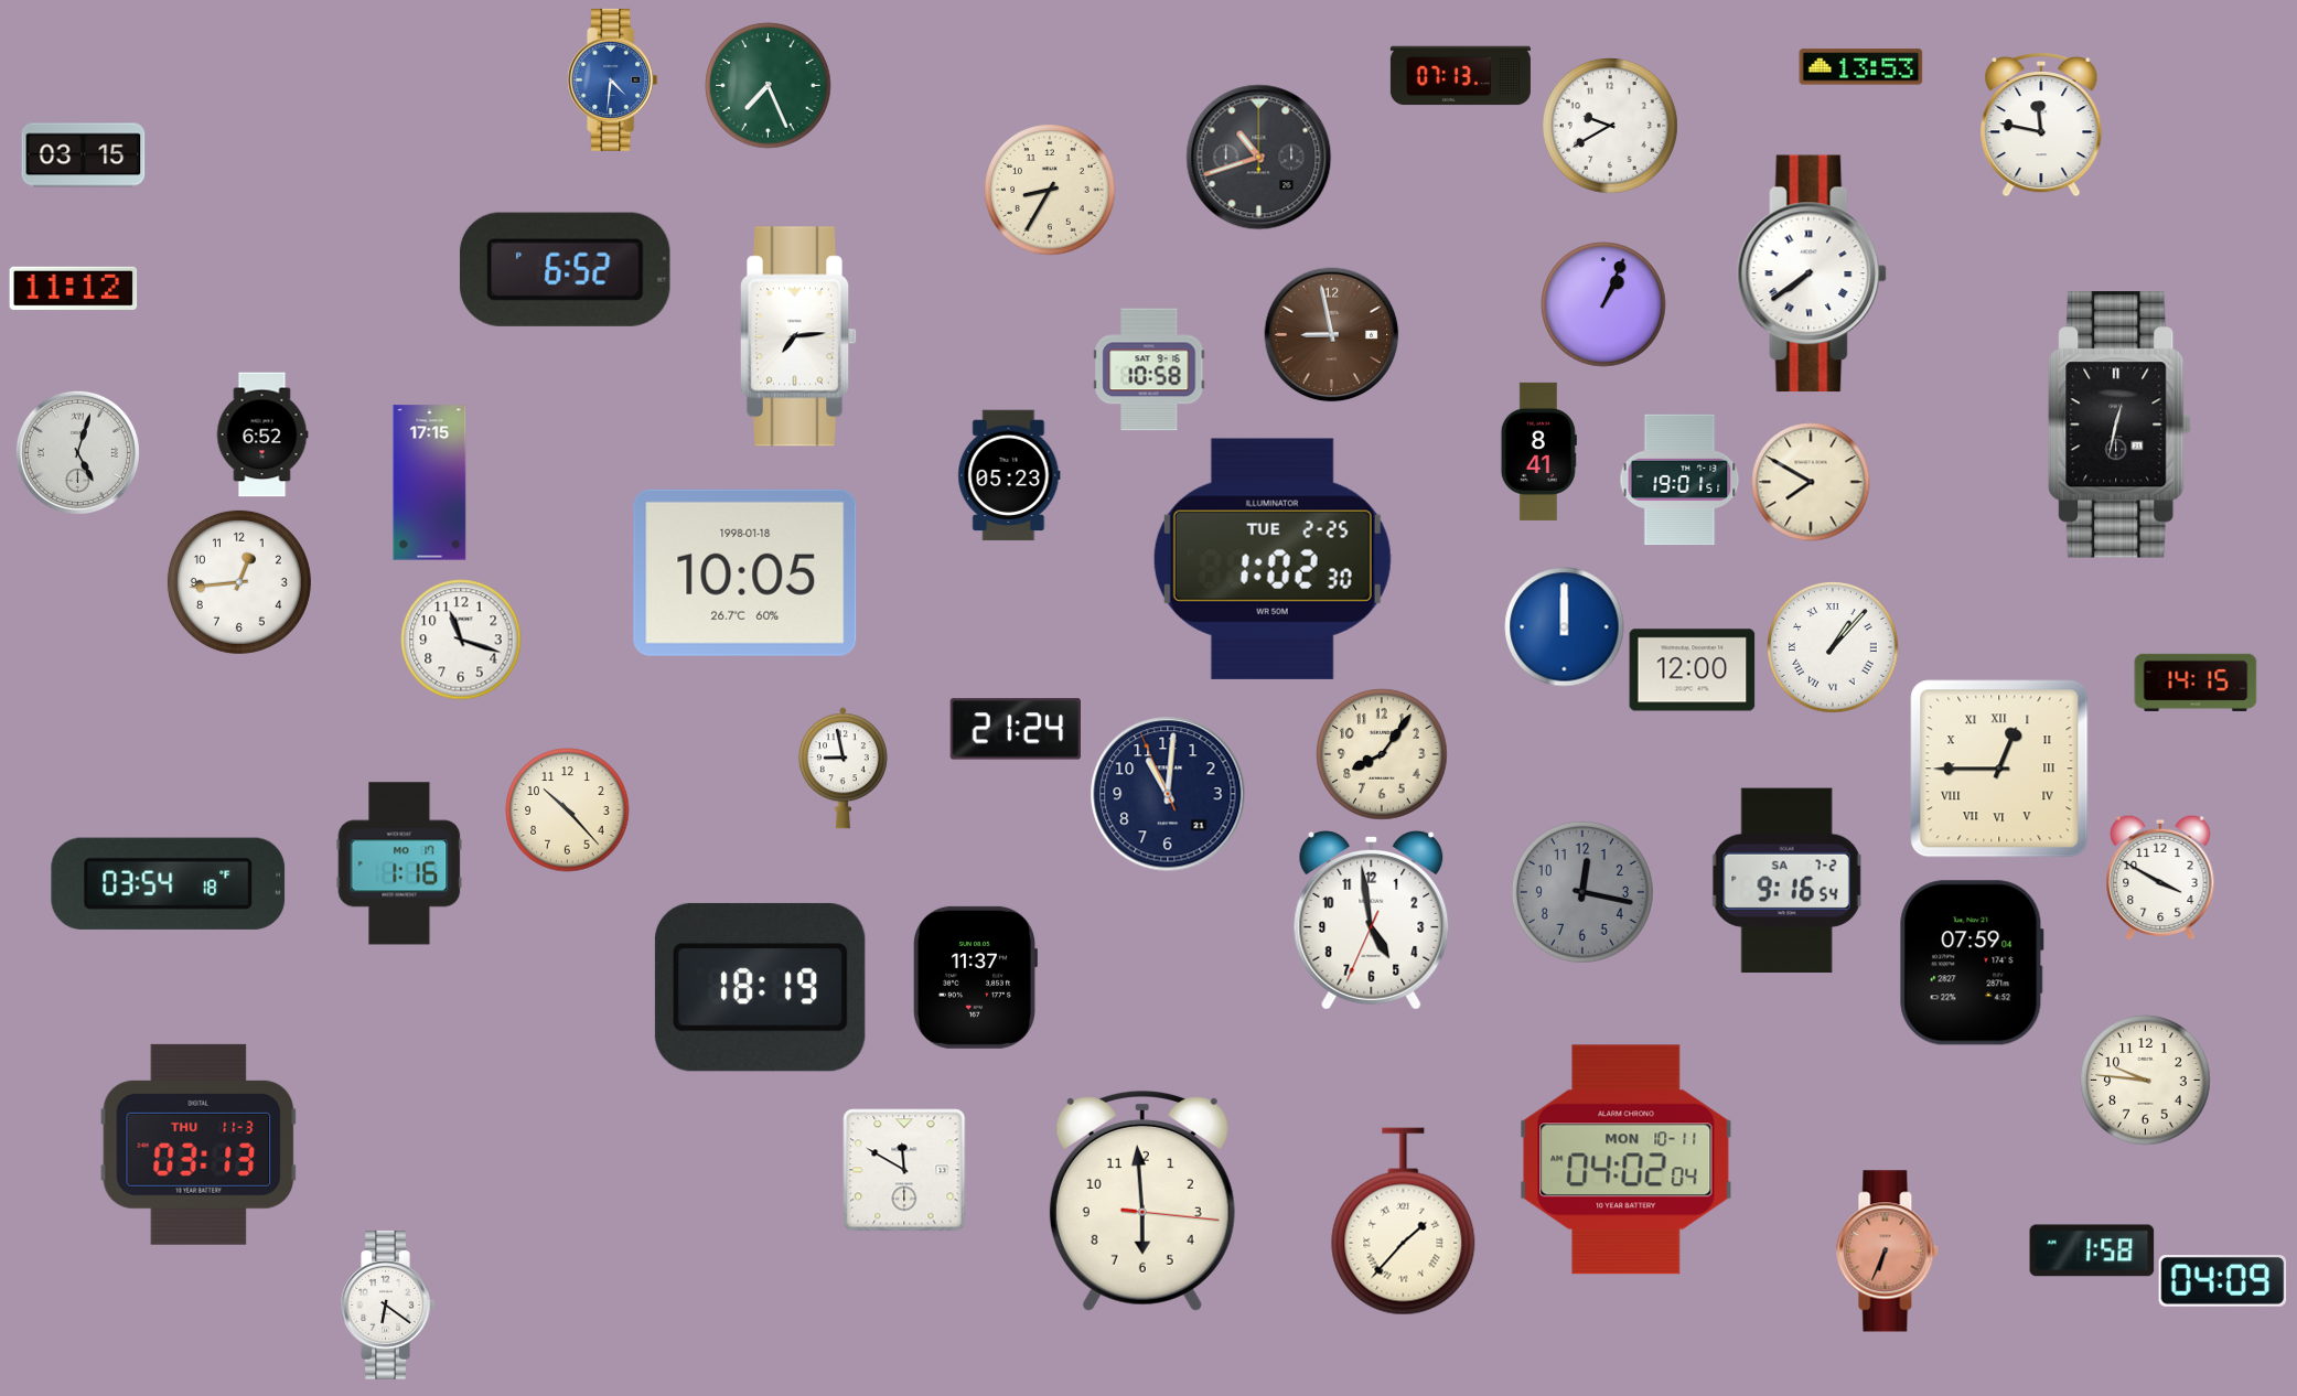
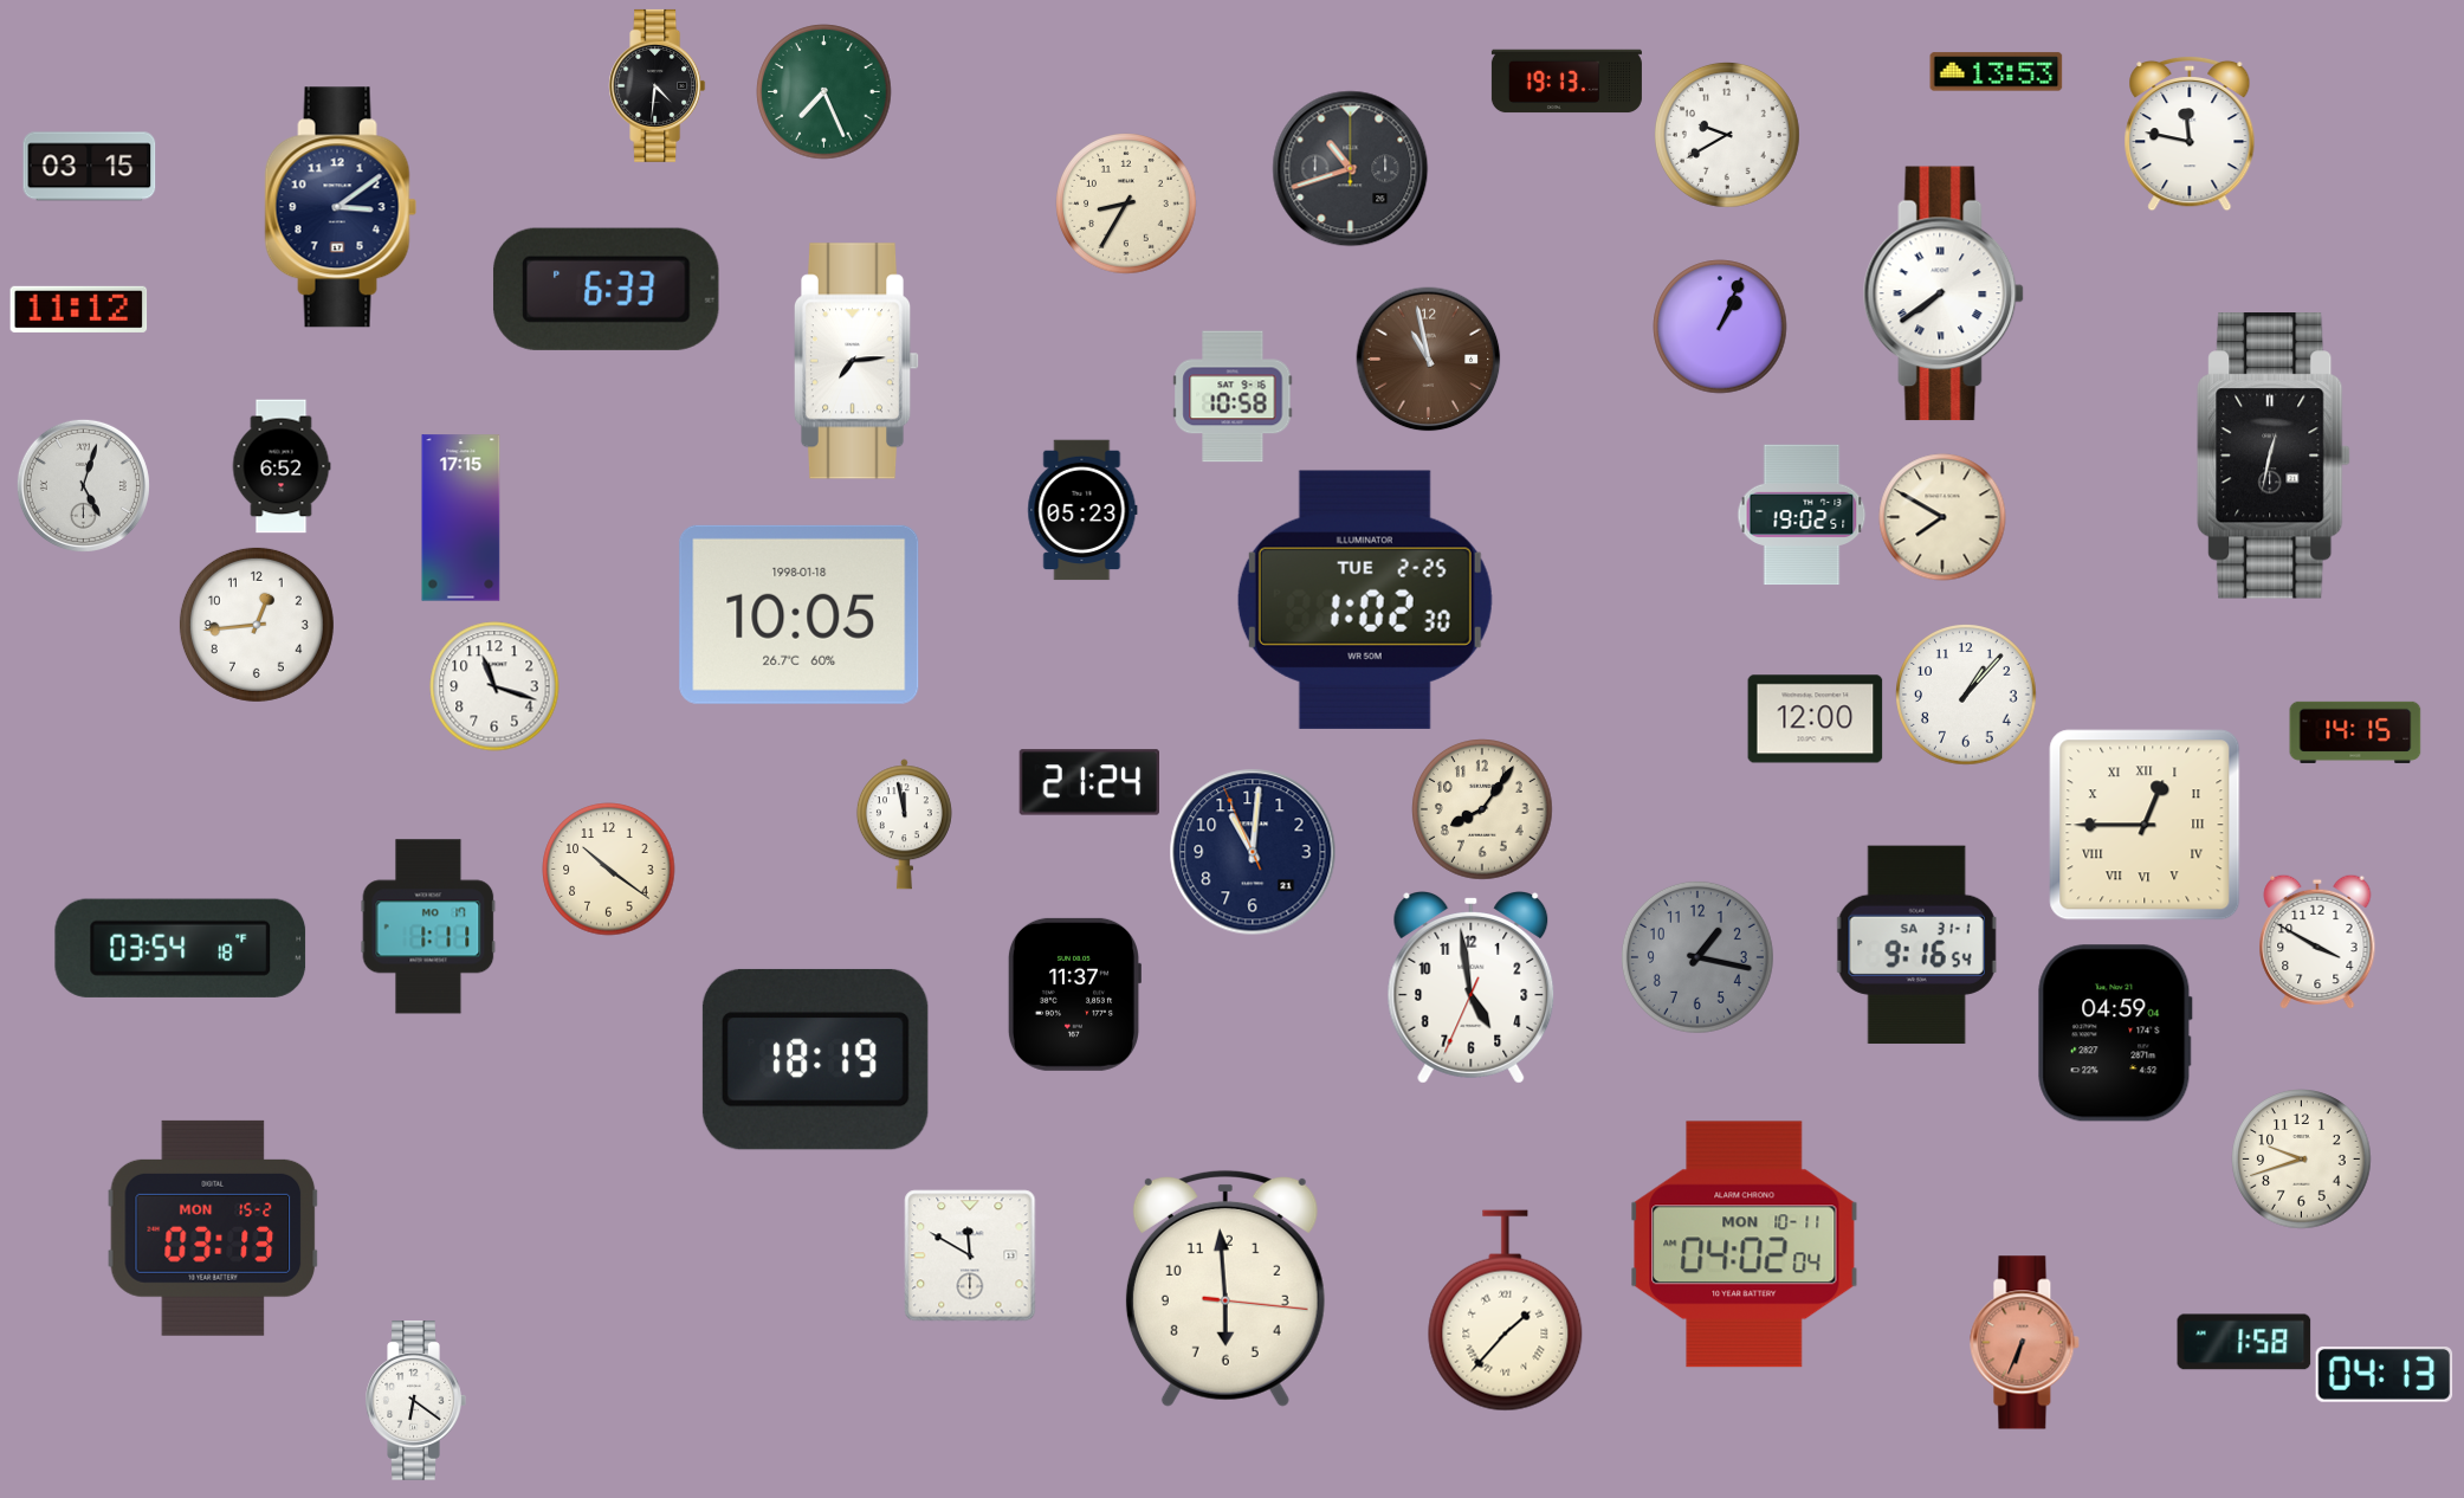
clock at (1460, 76): 07:13 -> 19:13
clock at (613, 79) dial: blue -> black
clock at (341, 207): none -> 3:09
clock at (565, 269): 6:52 -> 6:33
clock at (1332, 335): 8:58 -> 10:58
clock at (1538, 451): 8:41 -> none
clock at (1679, 480): 19:01 -> 19:02
clock at (1565, 627): 12:00 -> none
clock at (1833, 647) numerals: Roman -> Arabic
clock at (842, 769): 8:58 -> 11:58
clock at (568, 810): 10:23 -> 10:21
clock at (399, 863): 1:16 -> 1:11
clock at (1786, 881) date: SA 7-2 -> SA 31-1
clock at (1582, 892): 12:17 -> 1:17
clock at (1972, 963): 07:59 -> 04:59
clock at (974, 977) position: (974, 977) -> (1073, 994)
clock at (2146, 1081): 9:46 -> 9:42
clock at (198, 1145) date: THU 11-3 -> MON 15-2
clock at (2223, 1281): 04:09 -> 04:13
